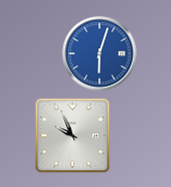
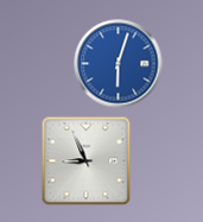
clock at (73, 136): 9:56 -> 8:56
